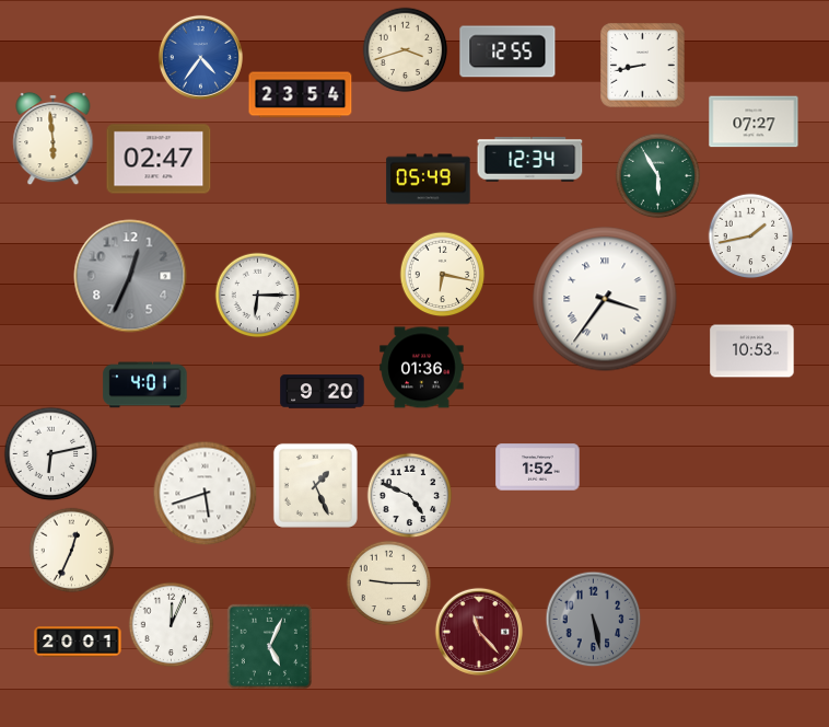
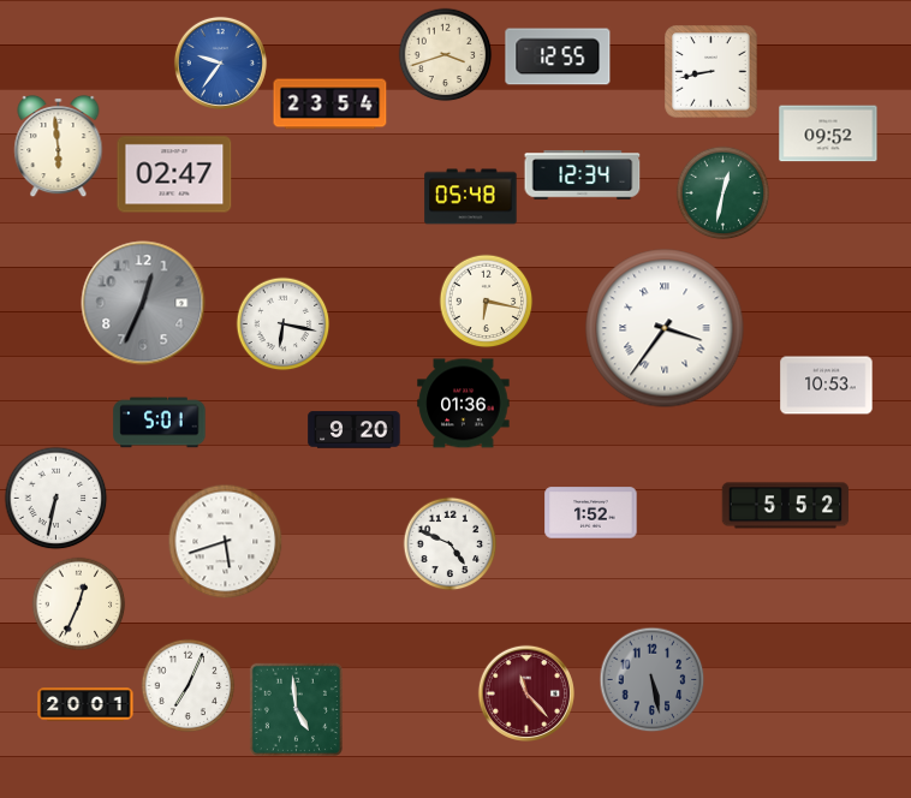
clock at (200, 57): 4:36 -> 9:36
clock at (643, 66) position: (643, 66) -> (711, 72)
clock at (754, 122): 07:27 -> 09:52
clock at (54, 138) position: (54, 138) -> (59, 145)
clock at (657, 175): 5:55 -> 12:32
clock at (429, 180): 05:49 -> 05:48
clock at (750, 235): 1:43 -> none
clock at (257, 295): 6:15 -> 6:17
clock at (145, 385): 4:01 -> 5:01
clock at (50, 453): 6:13 -> 6:32
clock at (786, 506): none -> 5:52
clock at (315, 485): 1:26 -> none
clock at (388, 582): 9:15 -> none
clock at (171, 624): 12:04 -> 7:04
clock at (269, 646): 5:04 -> 4:59
